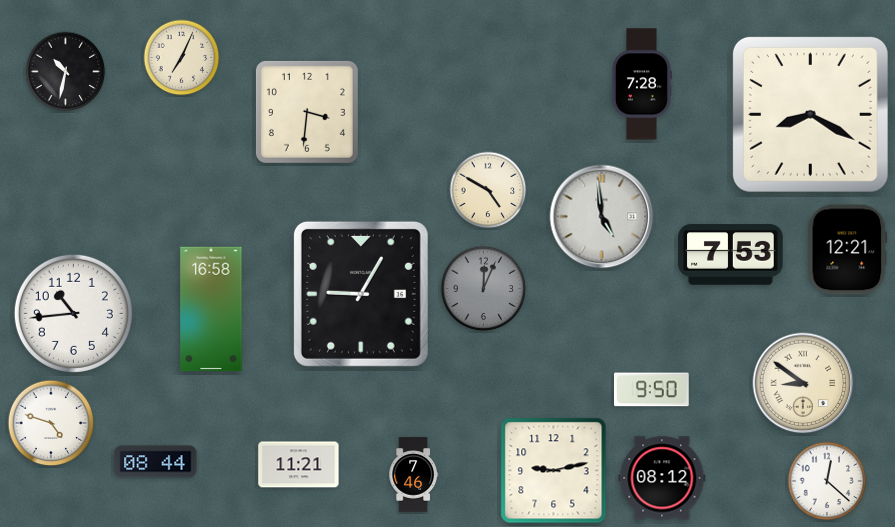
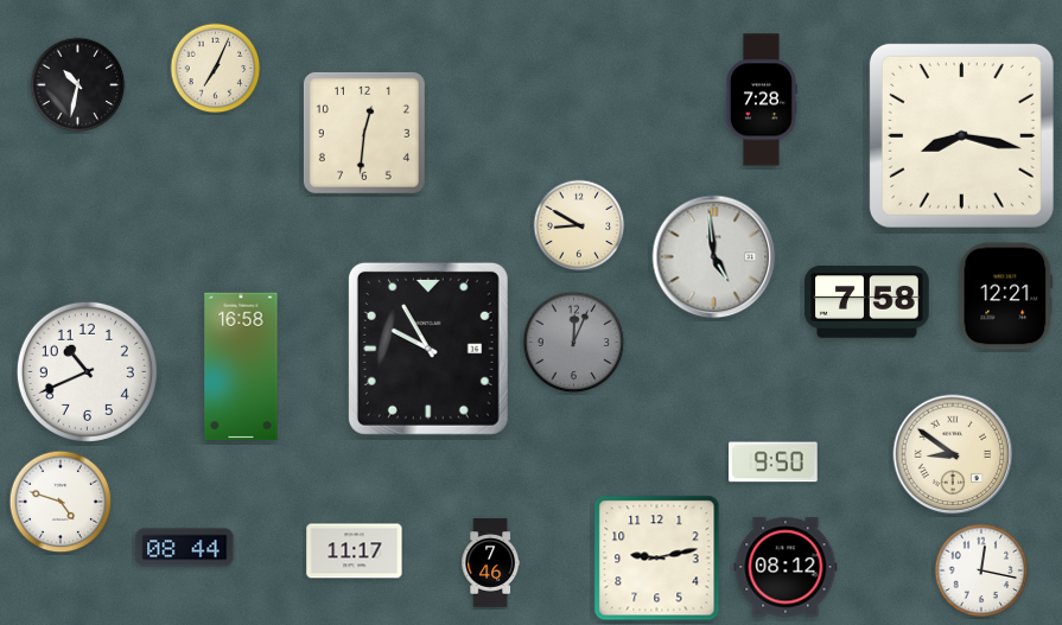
clock at (307, 112): 3:31 -> 12:31
clock at (810, 114): 8:20 -> 8:17
clock at (488, 190): 4:50 -> 8:50
clock at (731, 255): 7:53 -> 7:58
clock at (361, 294): 9:05 -> 9:55
clock at (211, 309) position: (211, 309) -> (241, 366)
clock at (73, 313): 10:44 -> 10:41
clock at (299, 465): 11:21 -> 11:17
clock at (827, 481): 12:22 -> 12:17
